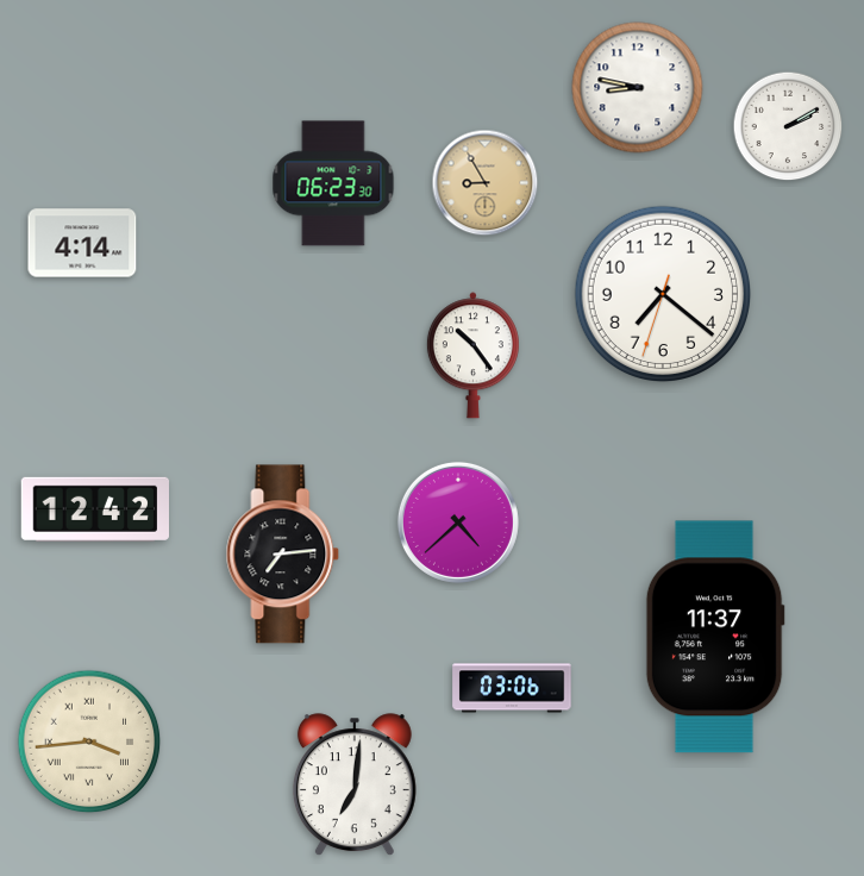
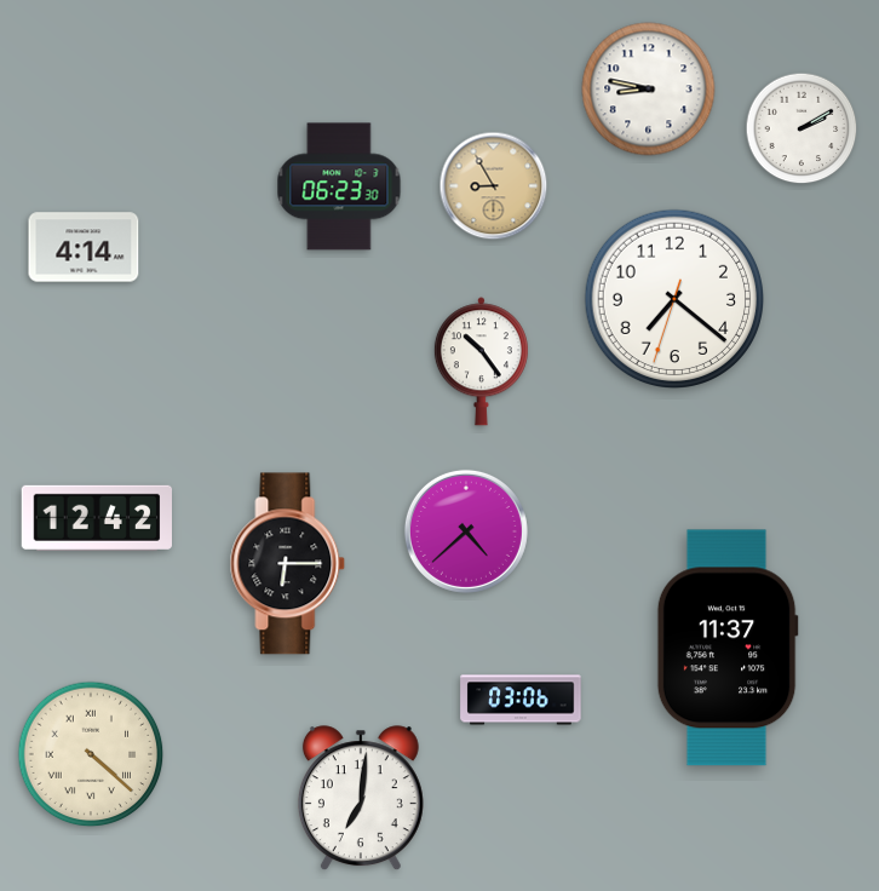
clock at (283, 555): 7:14 -> 6:15
clock at (89, 742): 3:44 -> 4:22
